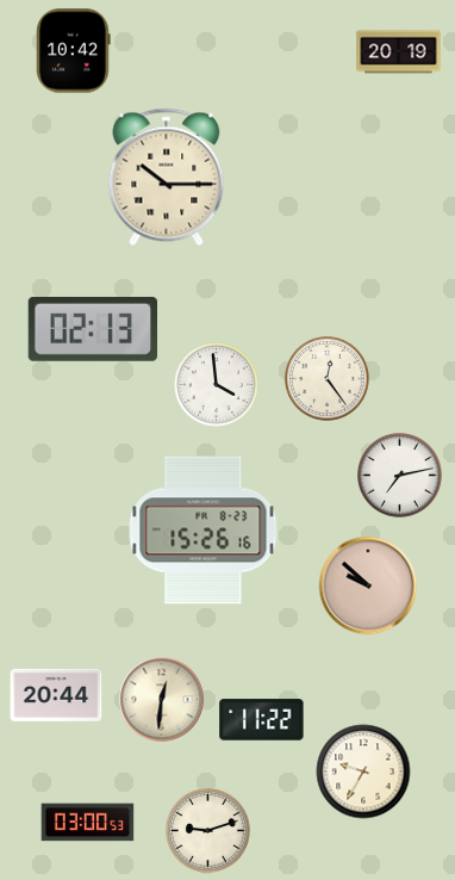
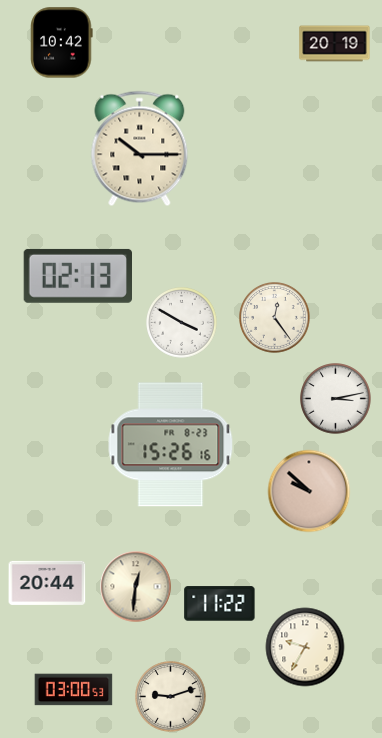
clock at (217, 385): 3:59 -> 3:50
clock at (400, 476): 7:13 -> 3:13
clock at (208, 831) position: (208, 831) -> (171, 697)
